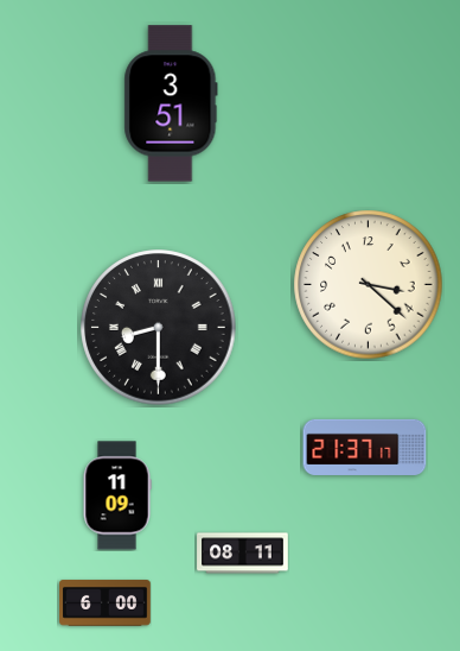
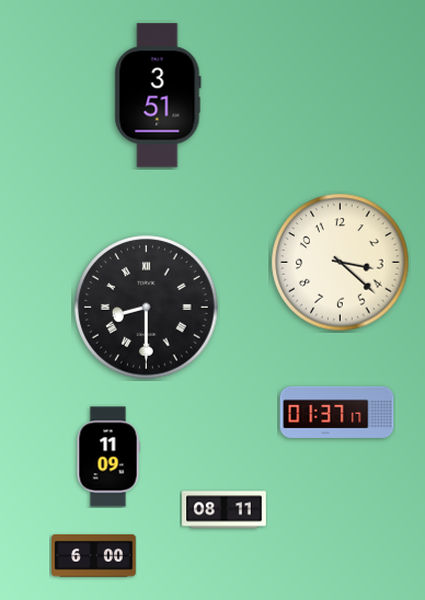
clock at (159, 328) position: (159, 328) -> (147, 308)
clock at (365, 447): 21:37 -> 01:37
clock at (106, 603) position: (106, 603) -> (94, 556)
